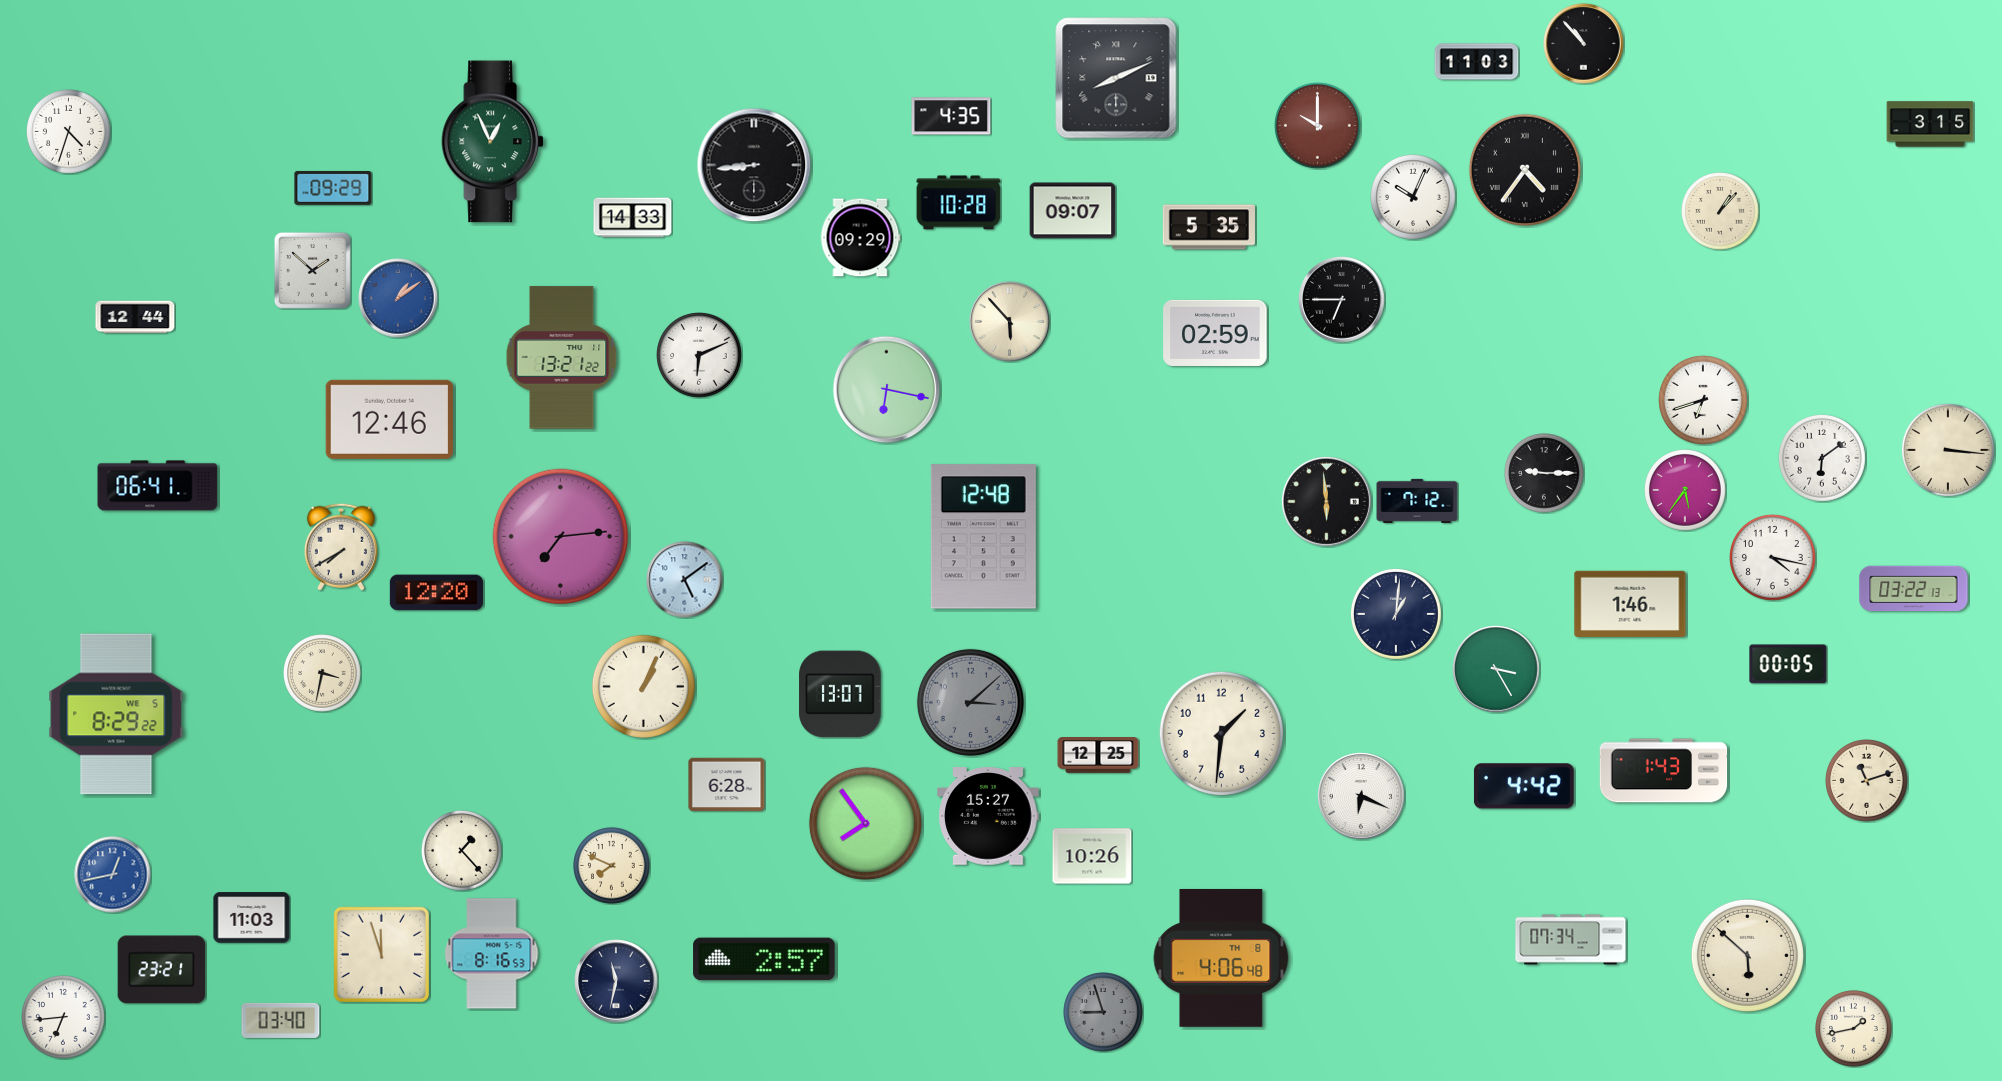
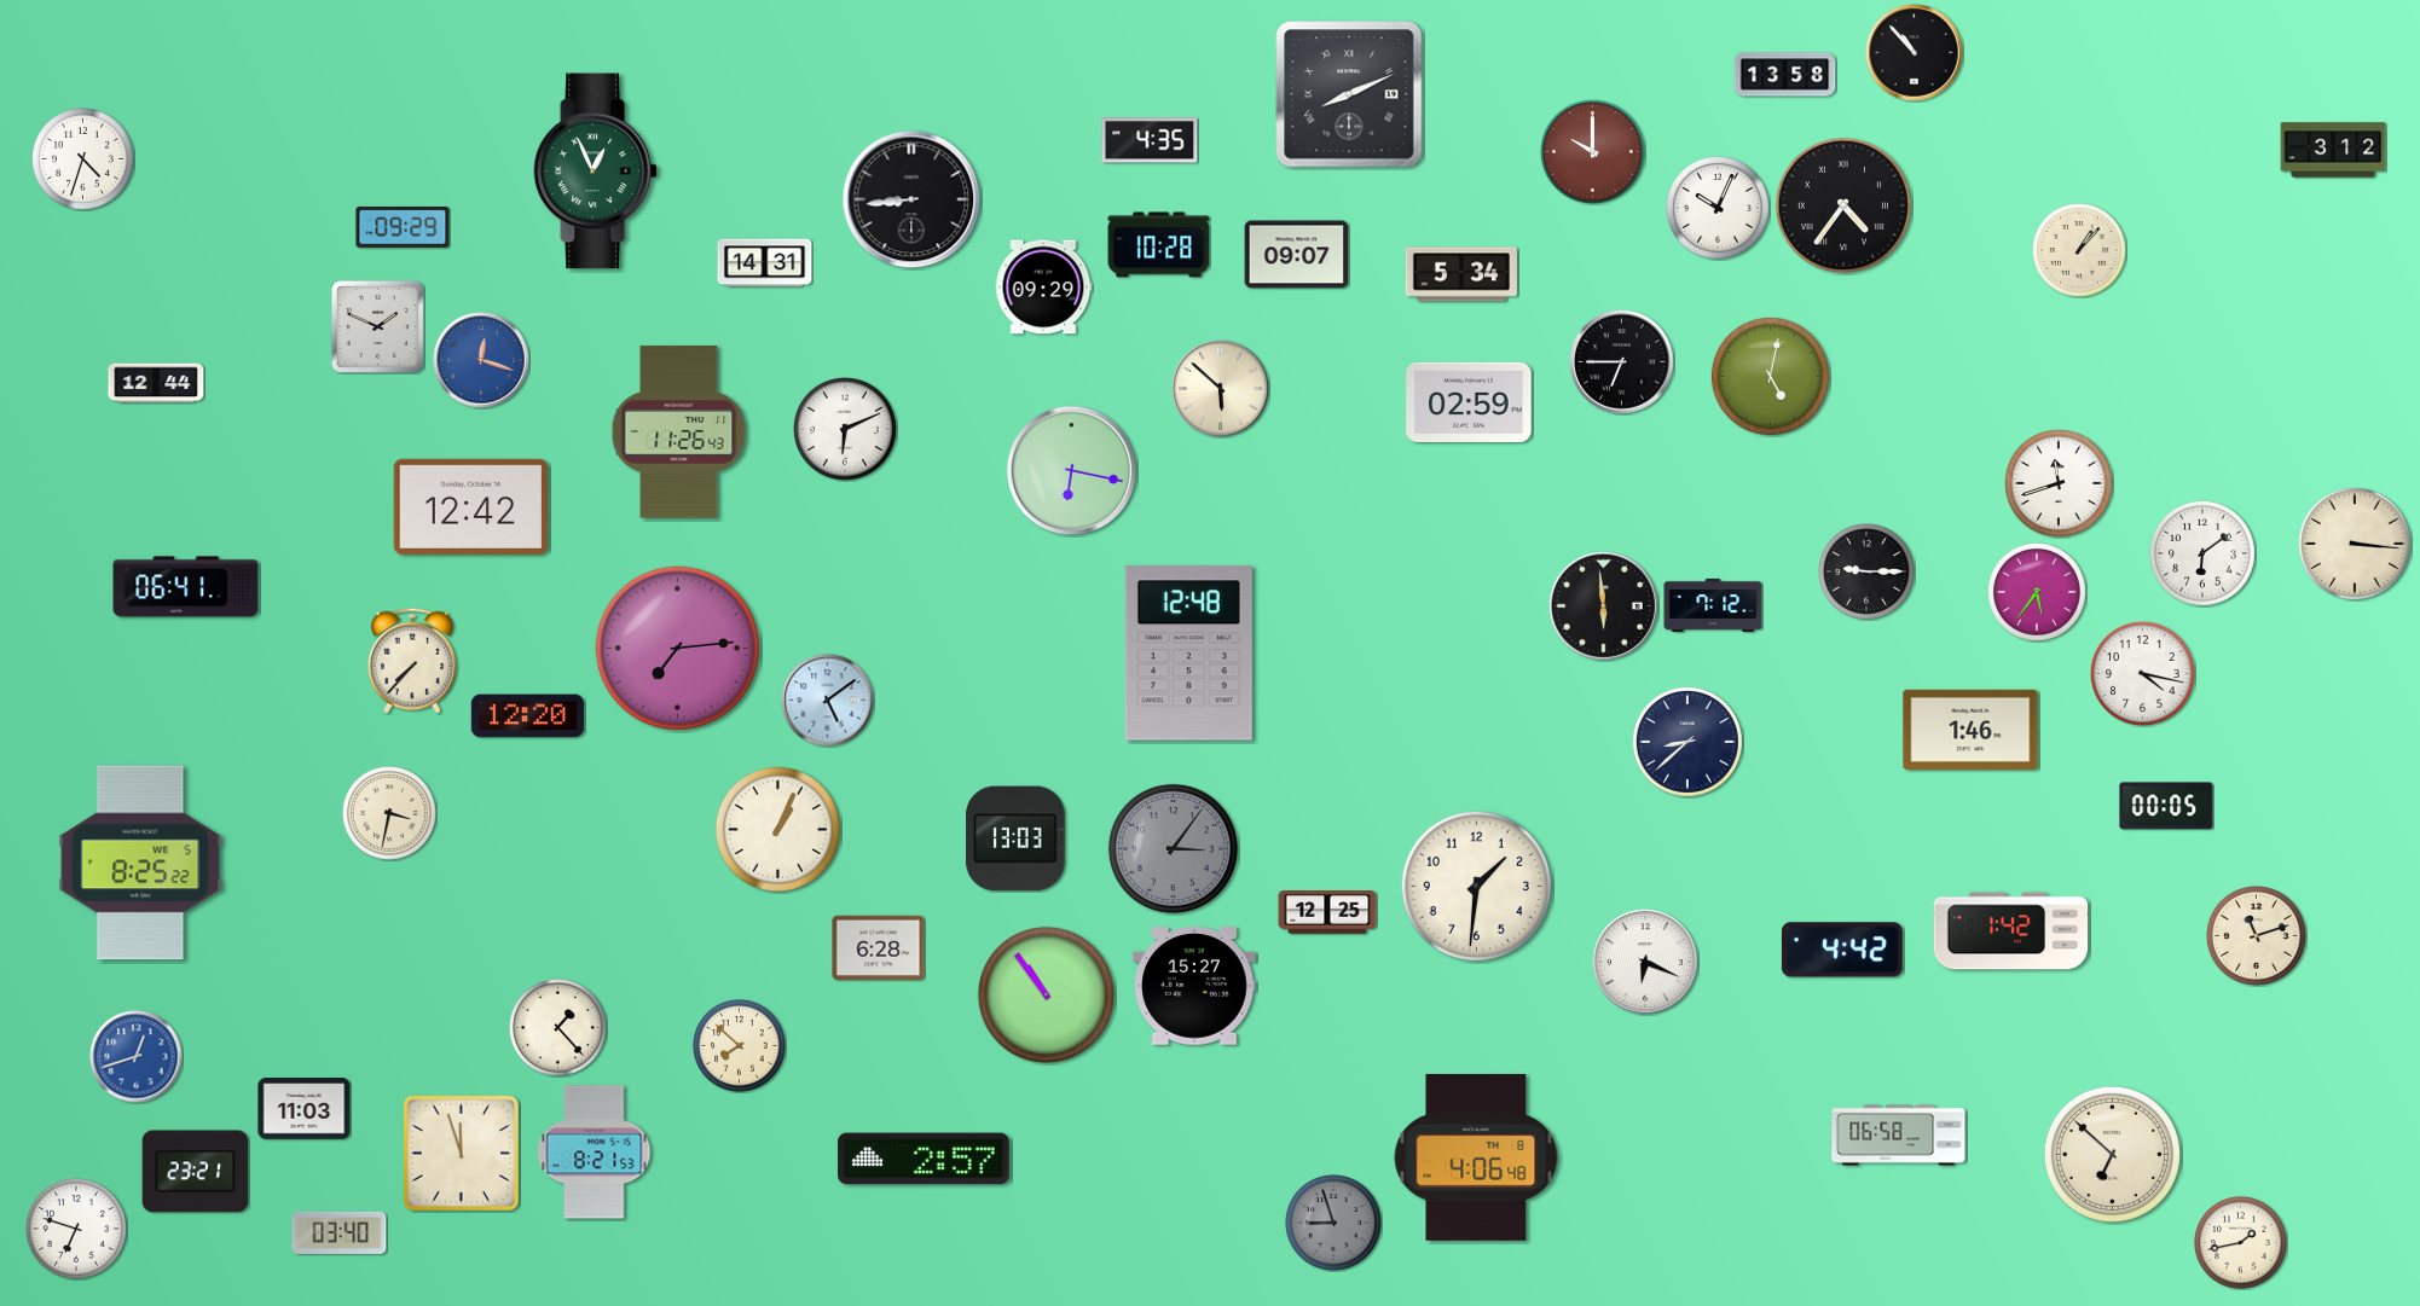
clock at (1477, 62): 11:03 -> 13:58
clock at (1930, 124): 3:15 -> 3:12
clock at (1414, 198) position: (1414, 198) -> (1719, 209)
clock at (1720, 211) position: (1720, 211) -> (2079, 250)
clock at (633, 218): 14:33 -> 14:31
clock at (1209, 227): 5:35 -> 5:34
clock at (860, 238) position: (860, 238) -> (1043, 288)
clock at (312, 270): 1:52 -> 1:49
clock at (398, 298): 1:09 -> 12:18
clock at (1770, 376): none -> 5:02
clock at (135, 317) position: (135, 317) -> (156, 383)
clock at (1010, 322): 5:53 -> 5:52
clock at (562, 358): 13:21 -> 11:26
clock at (1703, 400): 6:42 -> 11:42
clock at (390, 419): 12:46 -> 12:42
clock at (158, 486) position: (158, 486) -> (186, 587)
clock at (983, 537) position: (983, 537) -> (1188, 654)
clock at (341, 547): 7:40 -> 7:37
clock at (1914, 588): 03:22 -> none
clock at (1396, 614): 1:01 -> 8:38
clock at (1788, 664) position: (1788, 664) -> (2166, 806)
clock at (1497, 670): 3:25 -> none
clock at (840, 694): 13:07 -> 13:03
clock at (970, 702): 3:08 -> 3:06
clock at (116, 714): 8:29 -> 8:25
clock at (1664, 771): 1:43 -> 1:42
clock at (1867, 781) position: (1867, 781) -> (2257, 936)
clock at (865, 823): 7:54 -> 10:54
clock at (1092, 856): 10:26 -> none
clock at (612, 866): 7:49 -> 7:52
clock at (113, 875): 12:43 -> 12:42
clock at (1571, 940): 07:34 -> 06:58
clock at (492, 954): 8:16 -> 8:21
clock at (1747, 955): 5:52 -> 6:52
clock at (616, 981): 11:32 -> none
clock at (64, 1018): 6:44 -> 6:48
